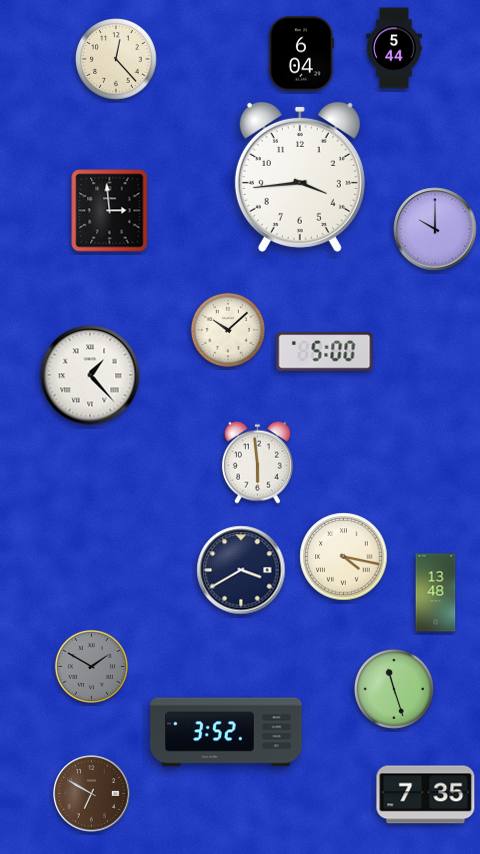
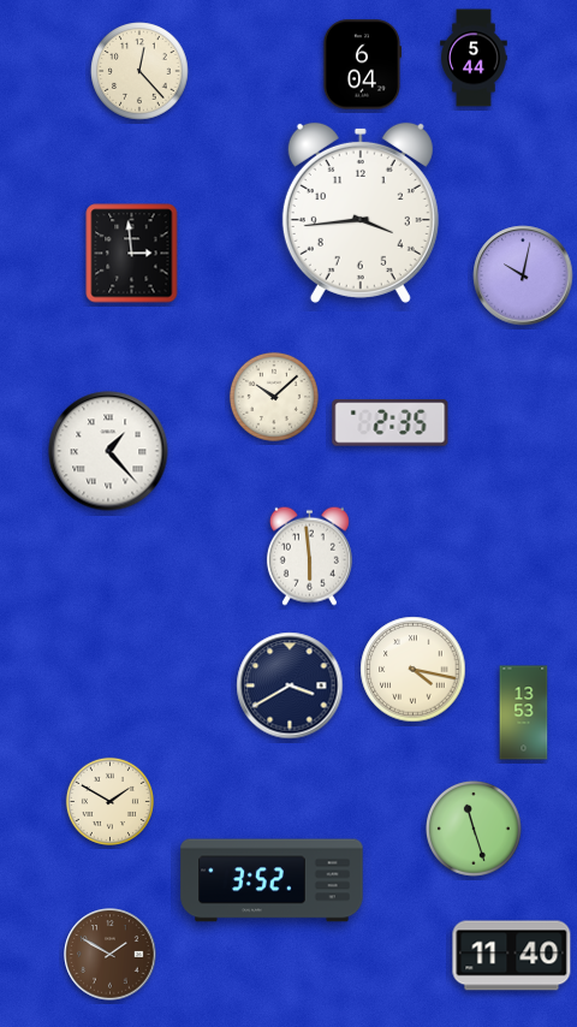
clock at (435, 229): 10:00 -> 10:02
clock at (325, 352): 5:00 -> 2:35
clock at (436, 593): 13:48 -> 13:53
clock at (91, 666) dial: grey -> cream
clock at (92, 794): 6:50 -> 1:50
clock at (426, 795): 7:35 -> 11:40
